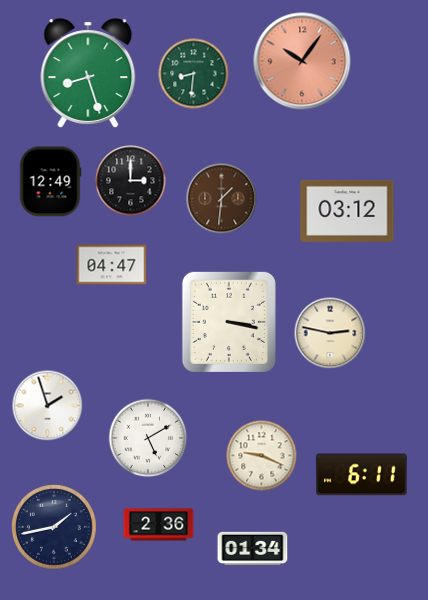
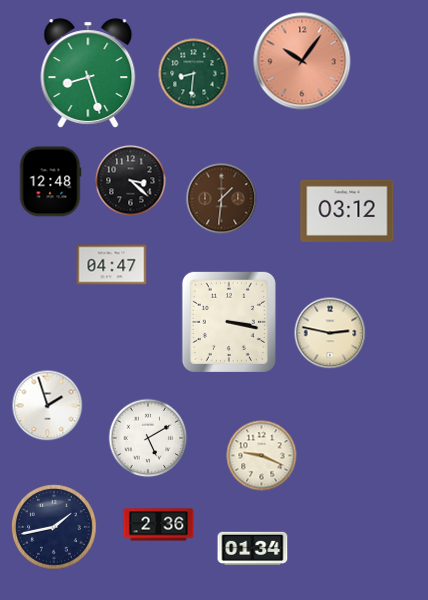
clock at (131, 181): 3:00 -> 3:22
clock at (50, 182): 12:49 -> 12:48
clock at (362, 475): 6:11 -> none
